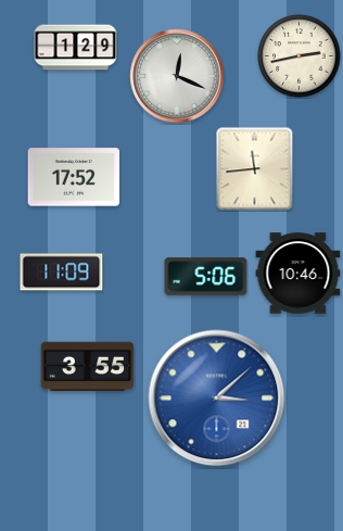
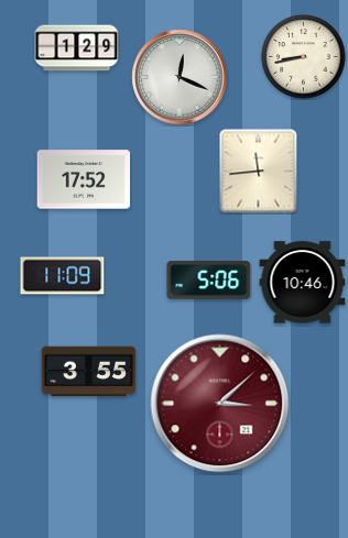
clock at (300, 56): 2:43 -> 8:43
clock at (74, 177) position: (74, 177) -> (84, 179)
clock at (298, 274) position: (298, 274) -> (303, 283)
clock at (217, 399) dial: blue -> burgundy
